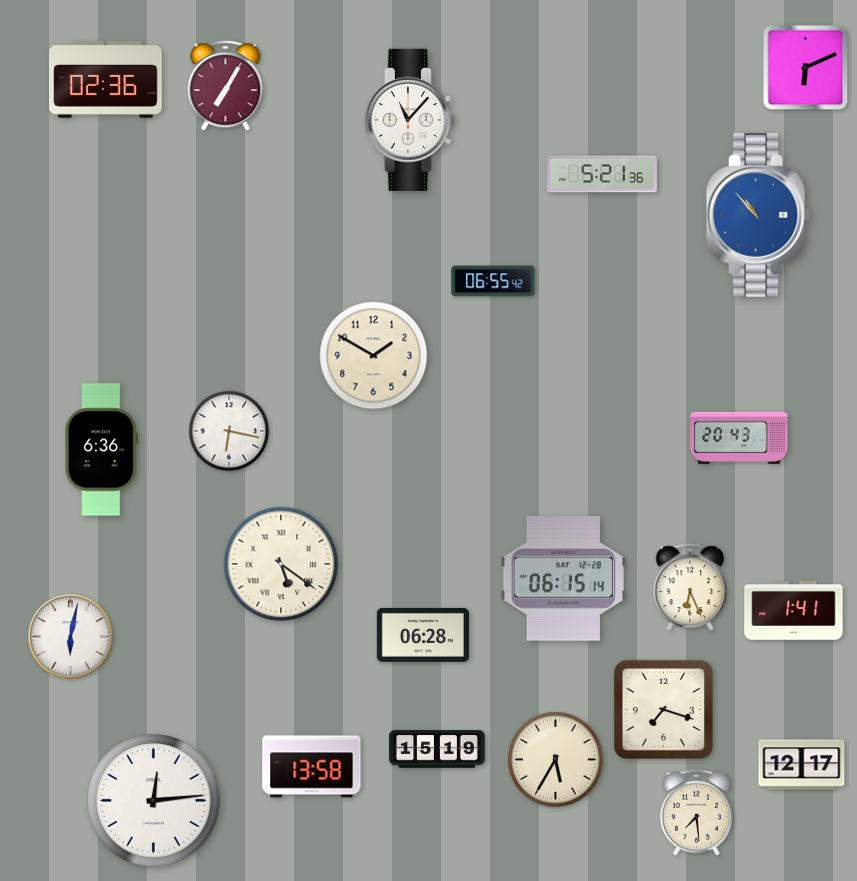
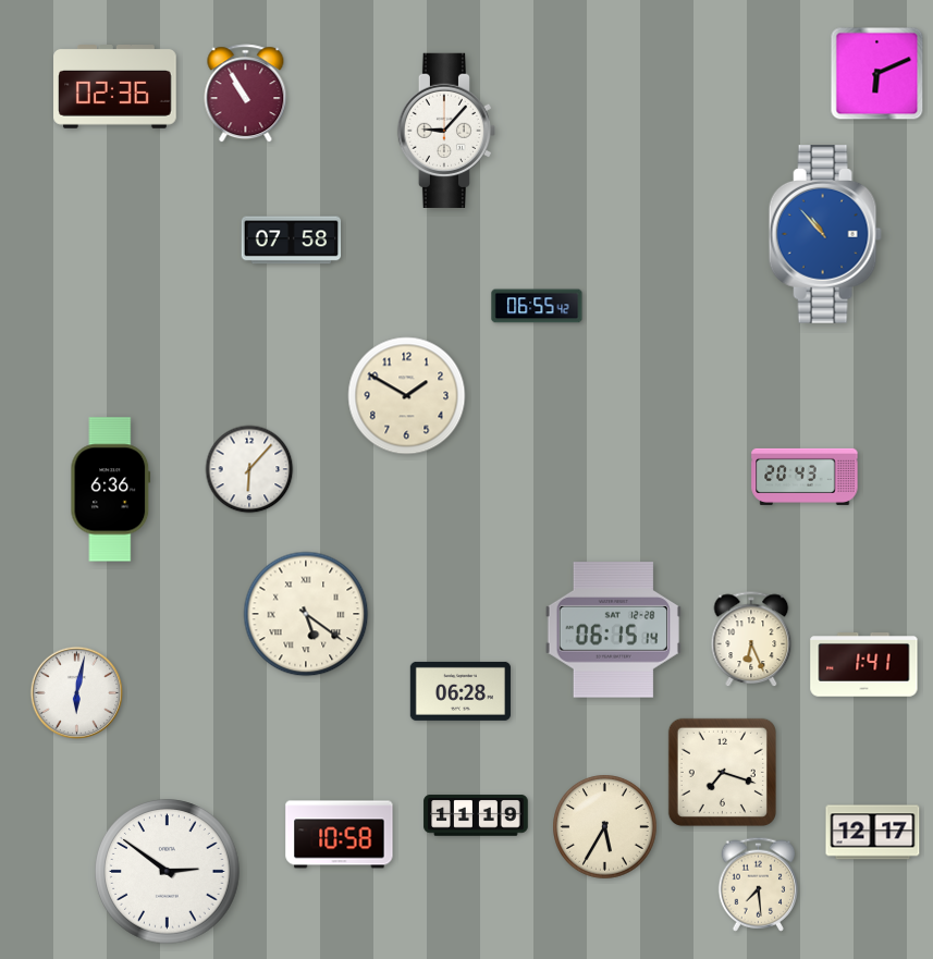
clock at (226, 86): 7:05 -> 10:55
clock at (409, 120): 11:07 -> 9:07
clock at (602, 174): 5:21 -> none
clock at (292, 241): none -> 07:58
clock at (374, 356) position: (374, 356) -> (407, 396)
clock at (229, 431): 6:17 -> 6:07
clock at (437, 749): 15:19 -> 11:19
clock at (312, 767): 13:58 -> 10:58
clock at (154, 801): 12:14 -> 2:51
